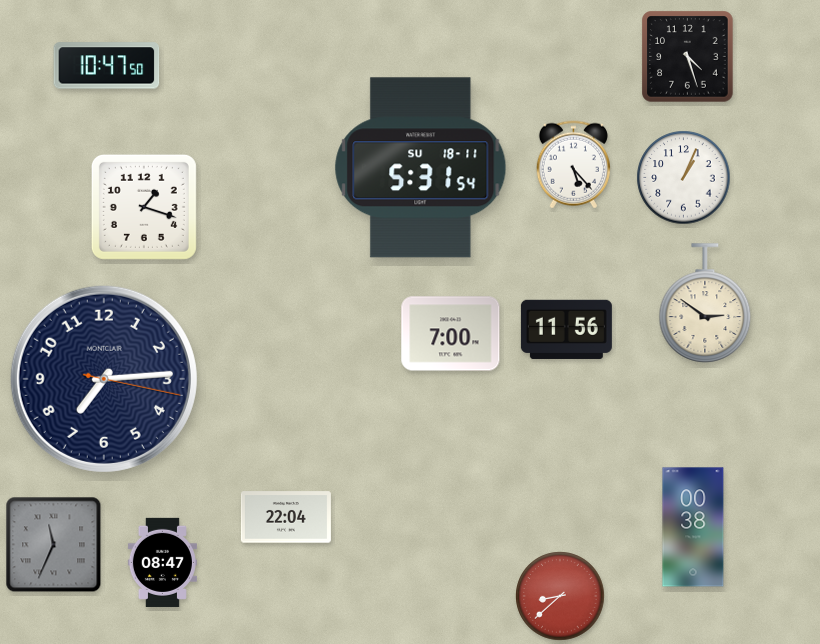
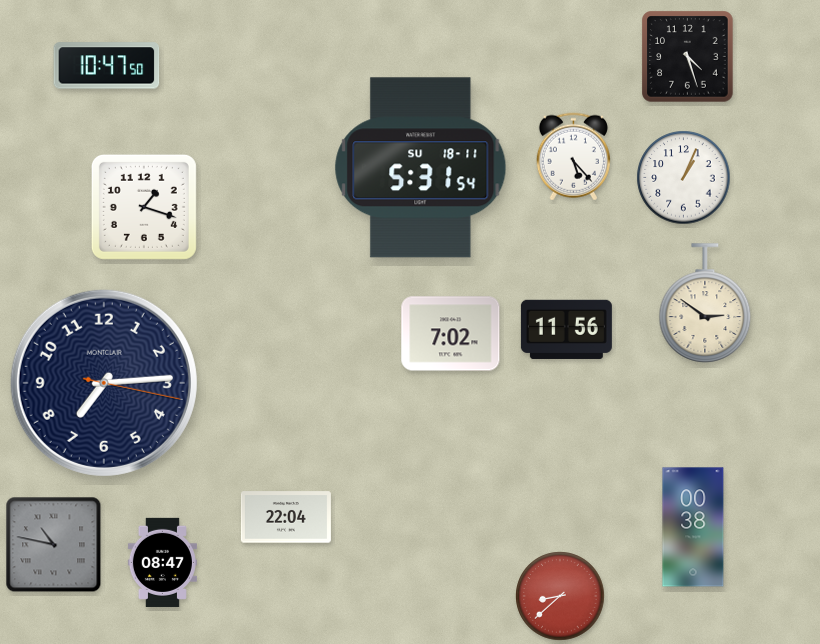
clock at (573, 165) position: (573, 165) -> (573, 157)
clock at (451, 334): 7:00 -> 7:02
clock at (104, 379) position: (104, 379) -> (104, 383)
clock at (54, 545): 11:34 -> 10:47
